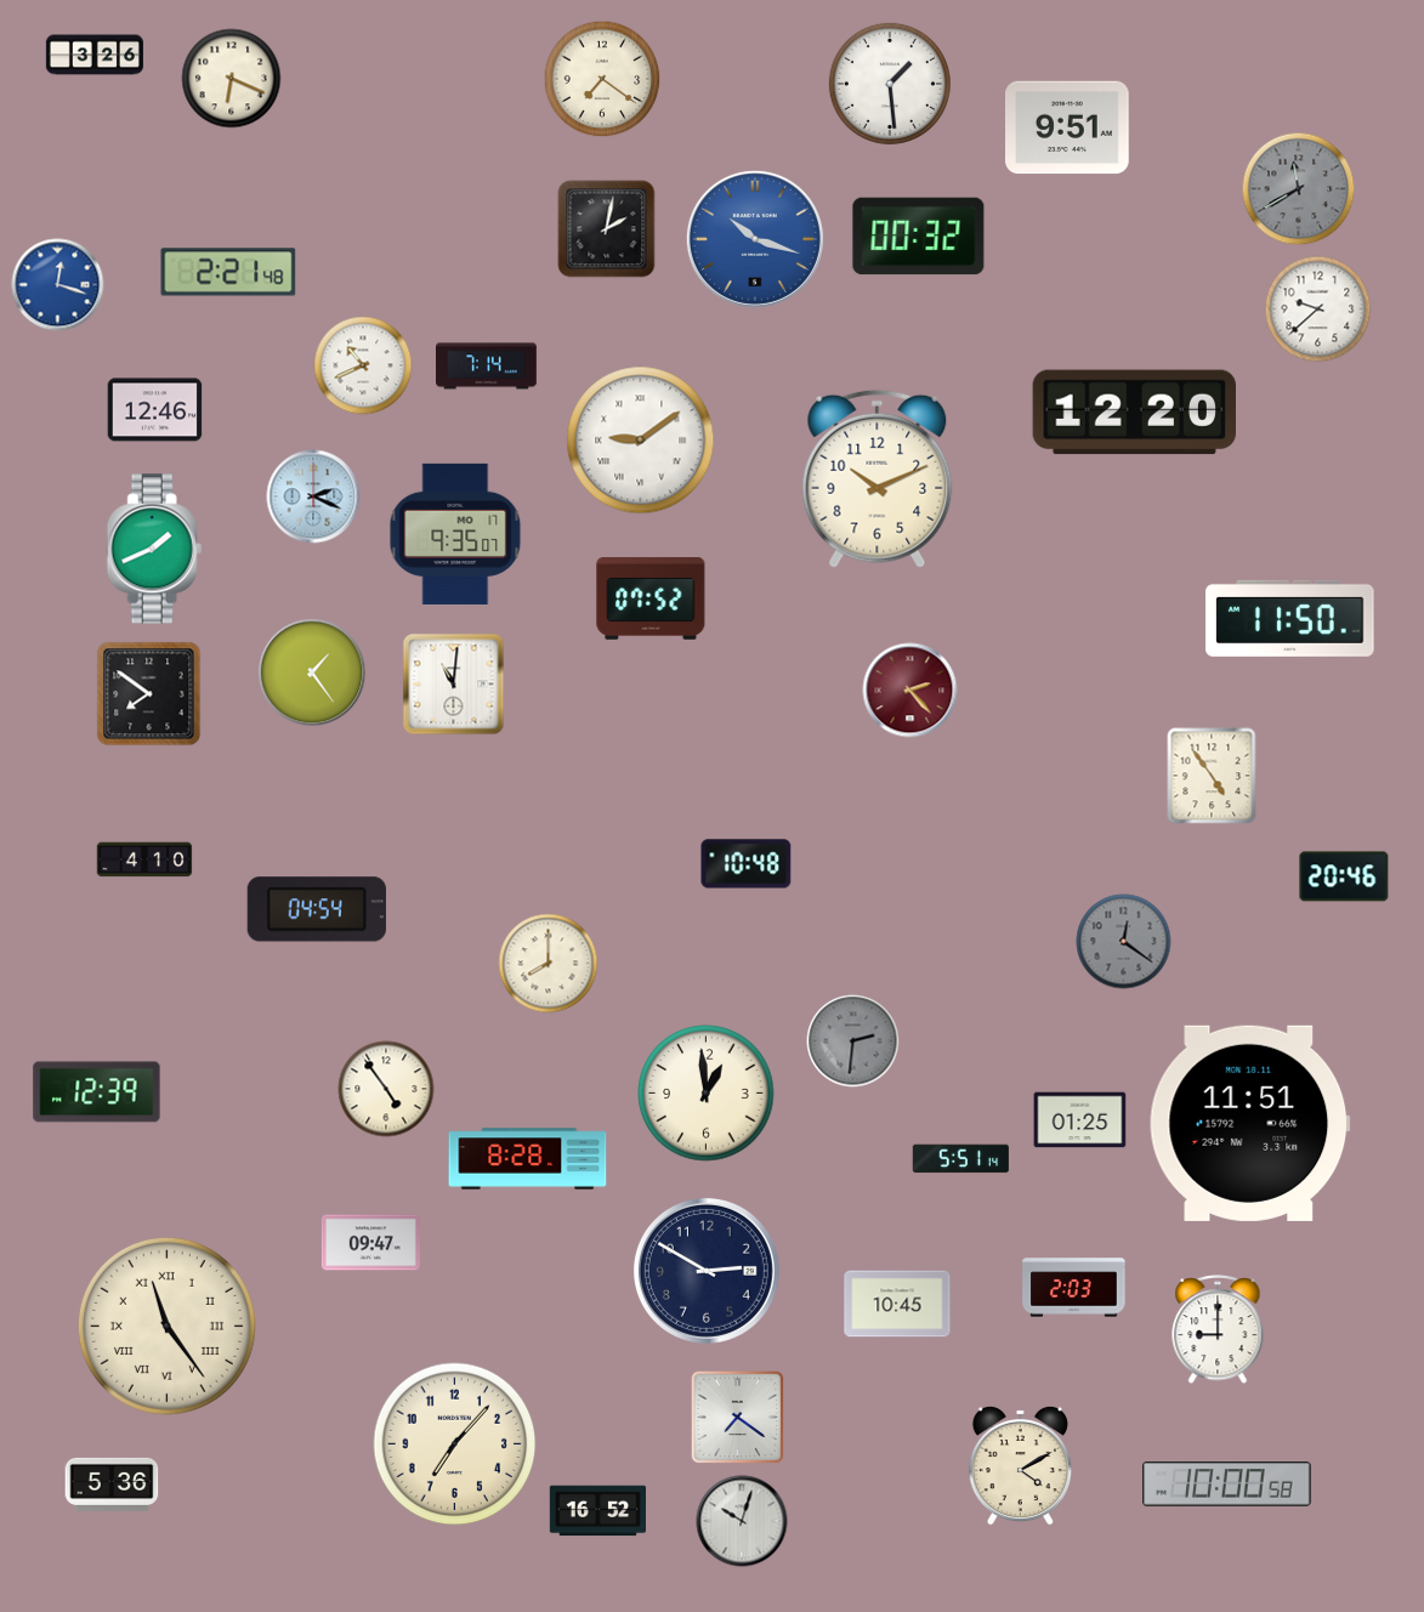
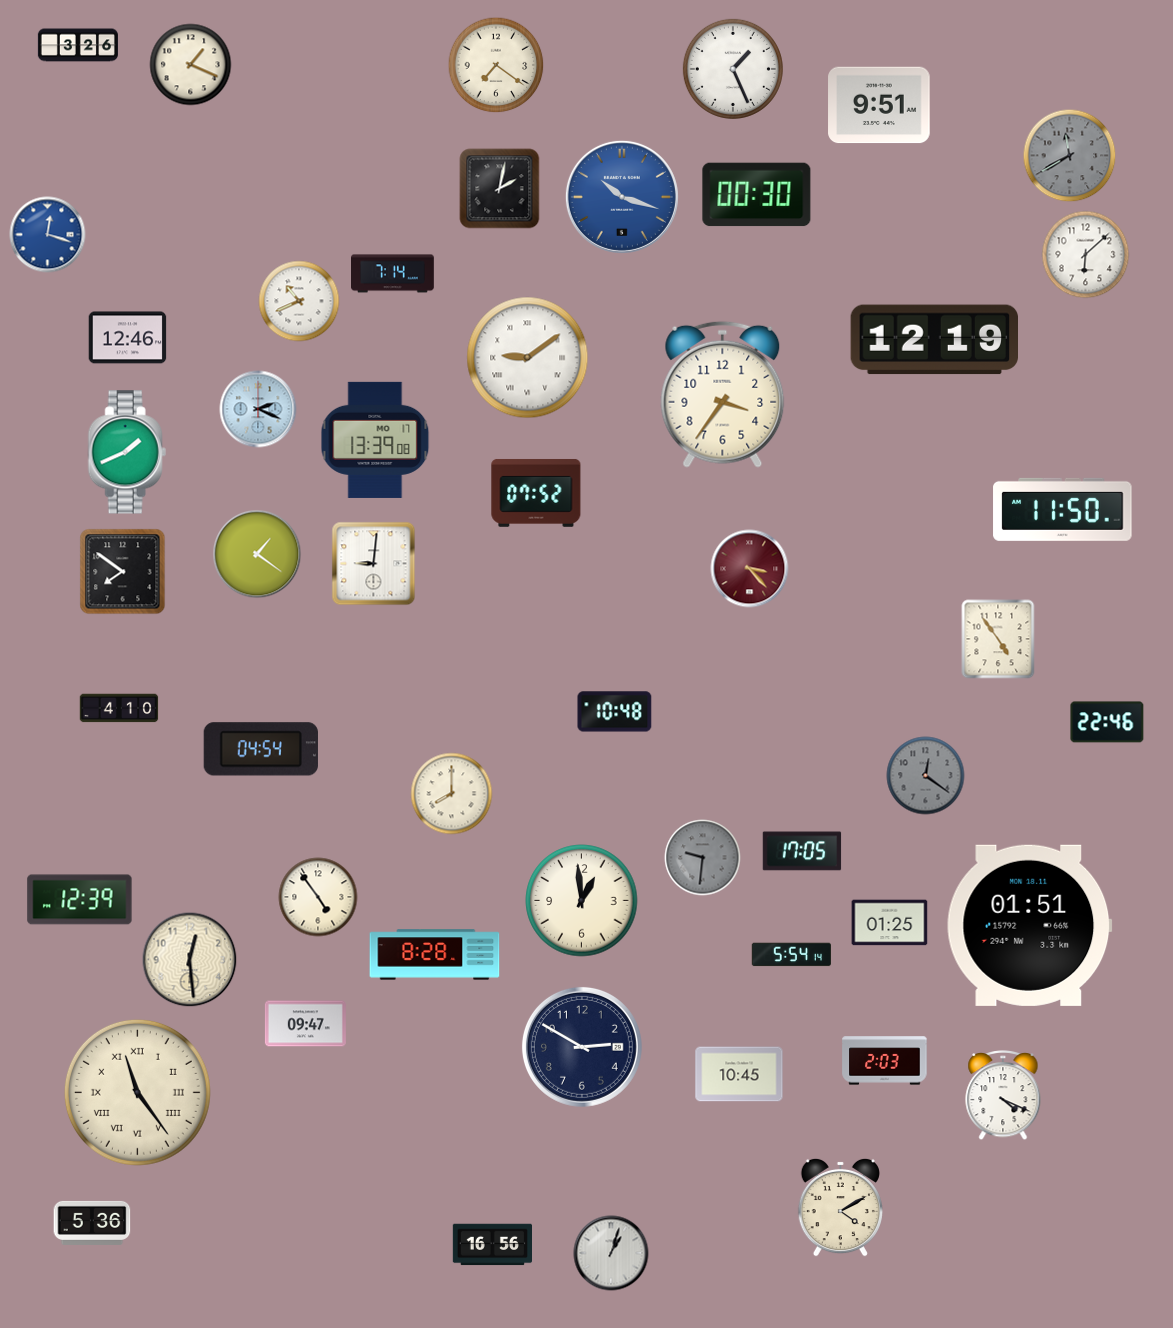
clock at (232, 79): 6:19 -> 1:19
clock at (890, 84): 1:29 -> 1:26
clock at (919, 237): 00:32 -> 00:30
clock at (228, 272): 2:21 -> none
clock at (1318, 310): 9:38 -> 6:08
clock at (487, 367) position: (487, 367) -> (393, 274)
clock at (1134, 413): 12:20 -> 12:19
clock at (641, 441) position: (641, 441) -> (528, 358)
clock at (878, 478): 10:11 -> 3:36
clock at (455, 534): 9:35 -> 13:39
clock at (312, 672): 1:24 -> 1:21
clock at (454, 685): 11:01 -> 9:01
clock at (910, 691): 2:23 -> 3:23
clock at (1344, 876): 20:46 -> 22:46
clock at (802, 851): none -> 17:05
clock at (853, 1041): 2:31 -> 9:31
clock at (1250, 1123): 11:51 -> 01:51
clock at (960, 1159): 5:51 -> 5:54
clock at (190, 960): none -> 12:29
clock at (1218, 1330): 9:00 -> 4:19
clock at (738, 1418): 7:21 -> none
clock at (455, 1444): 7:07 -> none
clock at (1227, 1485): 10:00 -> none
clock at (598, 1511): 16:52 -> 16:56
clock at (742, 1521): 10:03 -> 1:03
